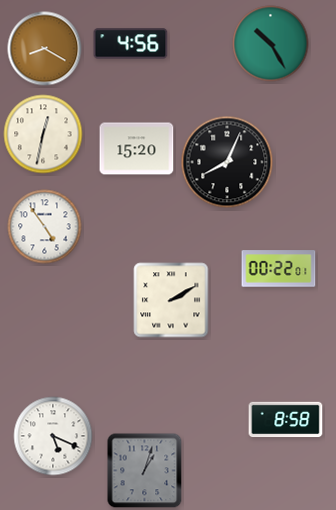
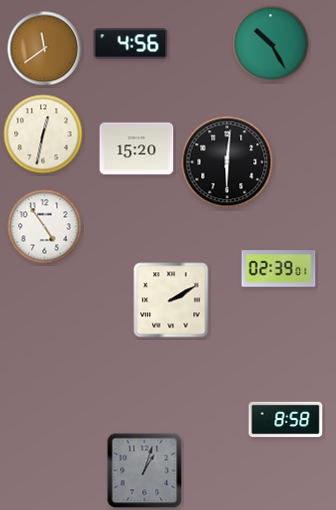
clock at (45, 49): 8:20 -> 11:39
clock at (227, 162): 8:04 -> 6:01
clock at (279, 269): 00:22 -> 02:39
clock at (53, 436): 5:19 -> none
